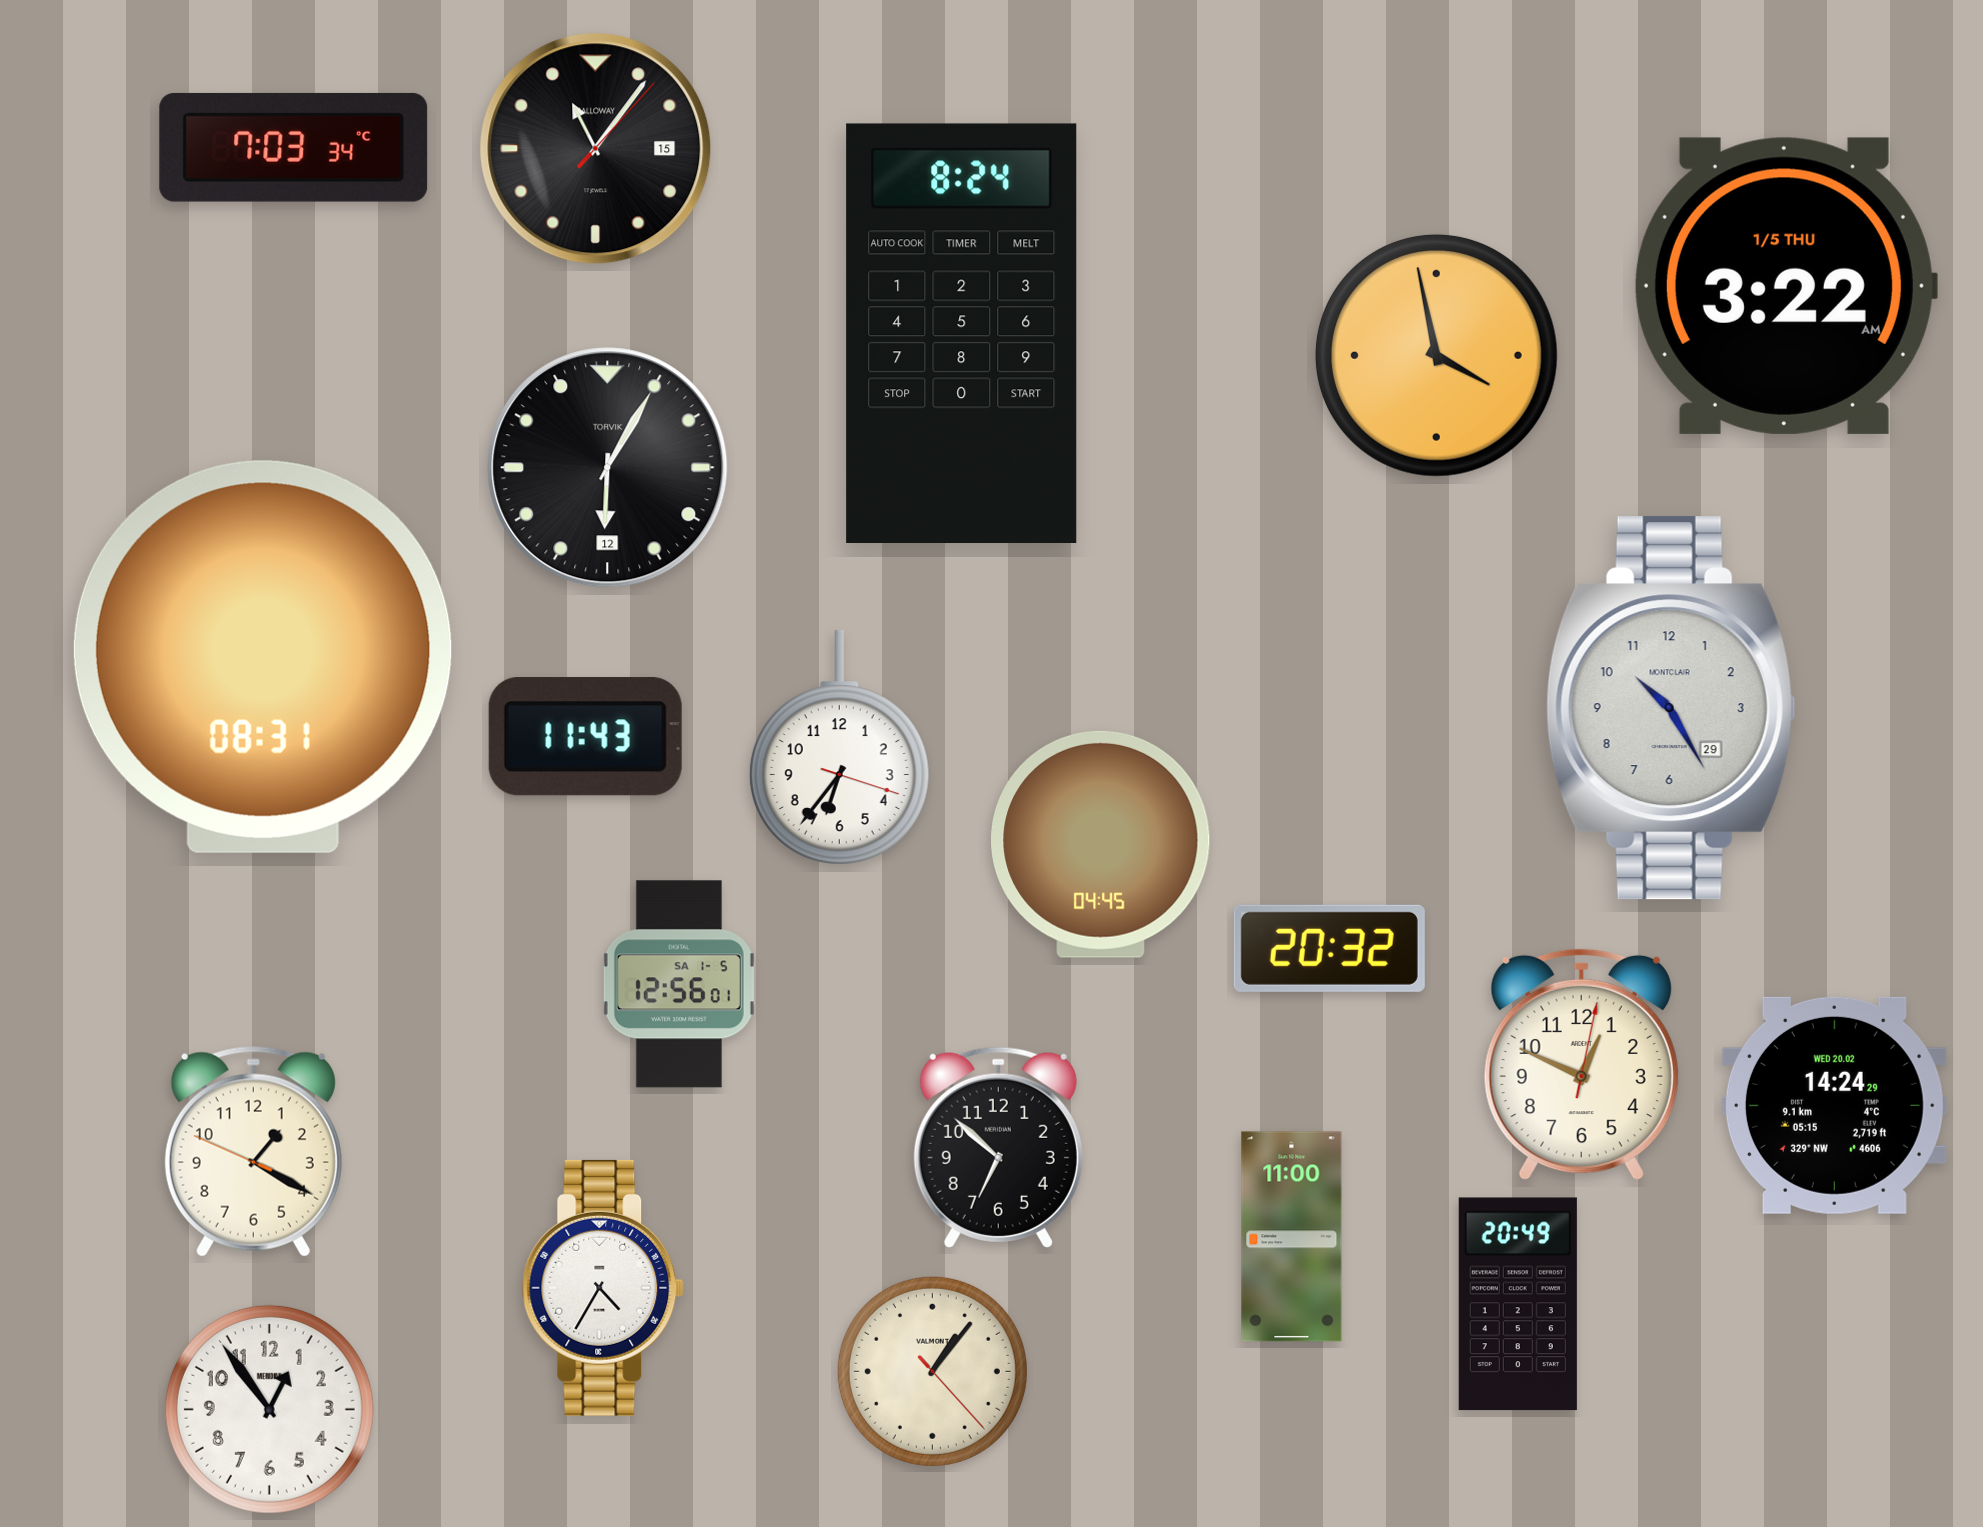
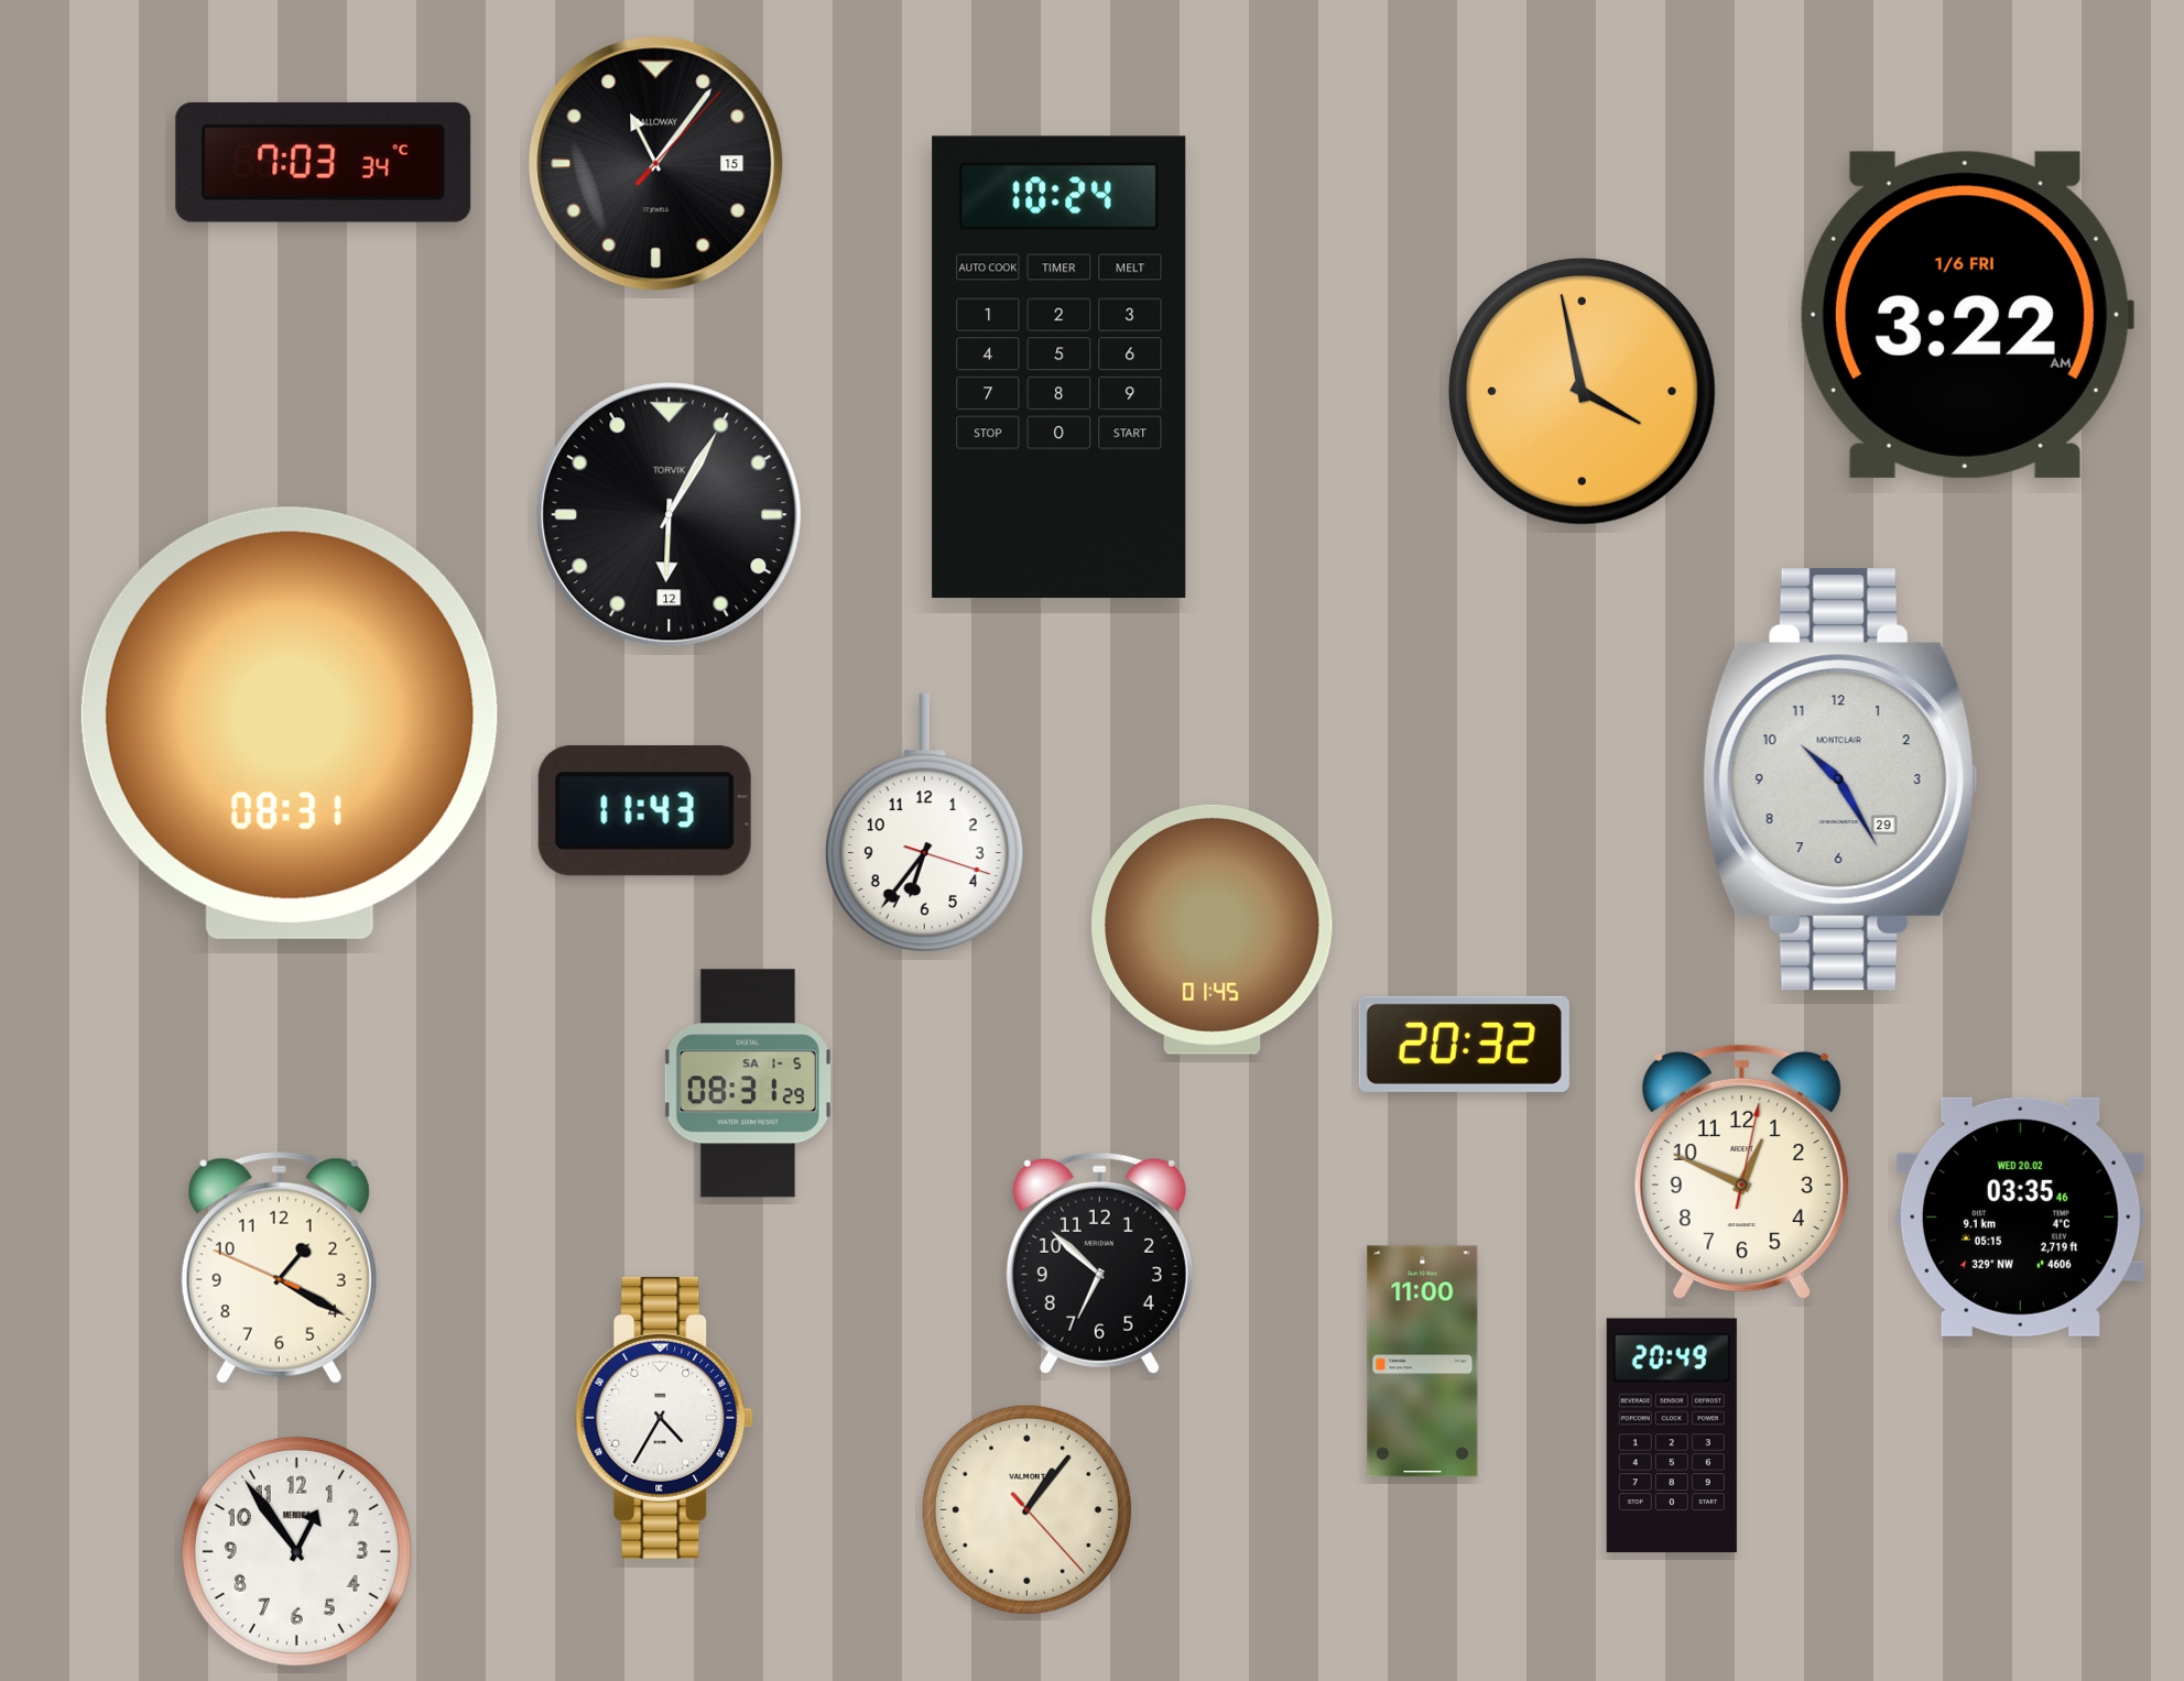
clock at (1785, 286) date: 1/5 THU -> 1/6 FRI
clock at (962, 333): 8:24 -> 10:24
clock at (1101, 844): 04:45 -> 01:45
clock at (679, 984): 12:56 -> 08:31
clock at (1834, 1105): 14:24 -> 03:35
